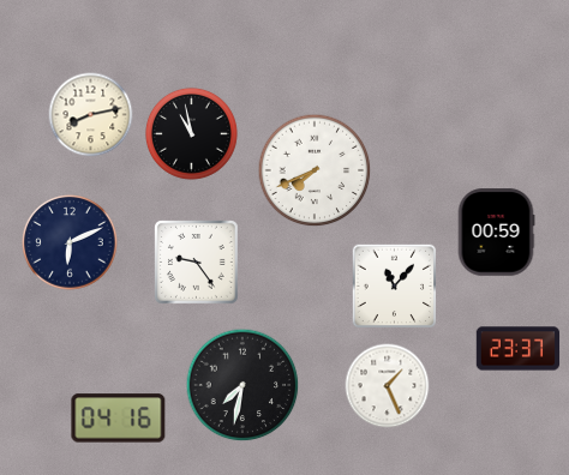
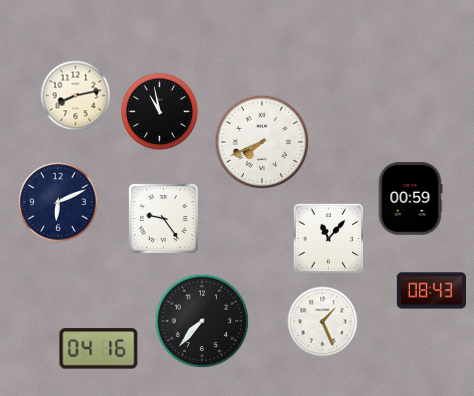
clock at (496, 233) position: (496, 233) -> (410, 199)
clock at (519, 349): 23:37 -> 08:43
clock at (242, 385): 7:32 -> 7:37
